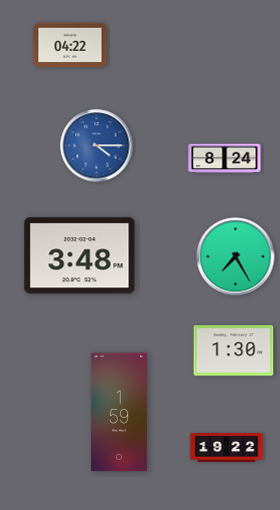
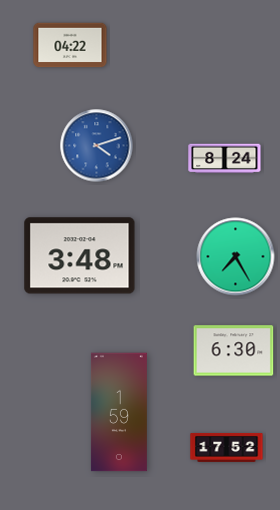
clock at (97, 146): 4:15 -> 4:12
clock at (234, 351): 1:30 -> 6:30
clock at (227, 447): 19:22 -> 17:52
